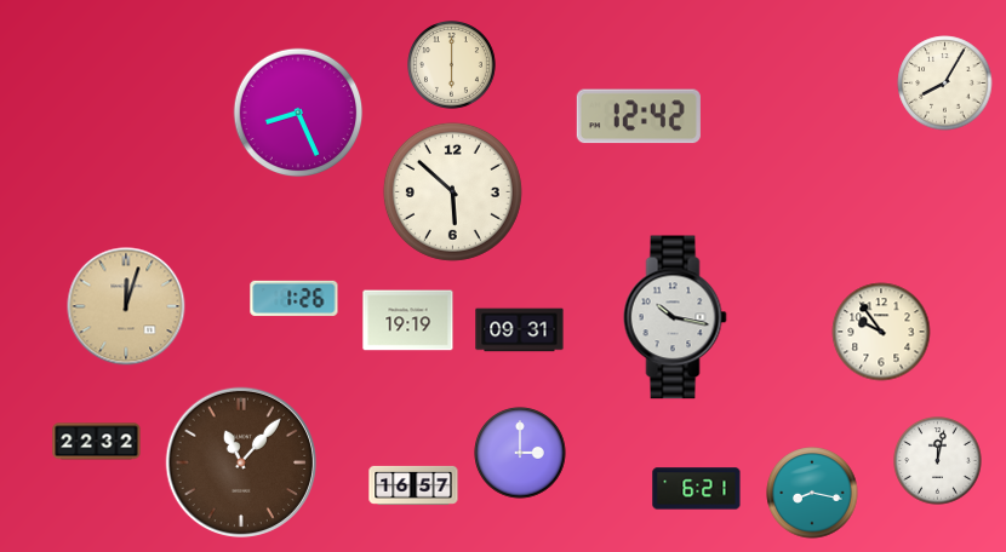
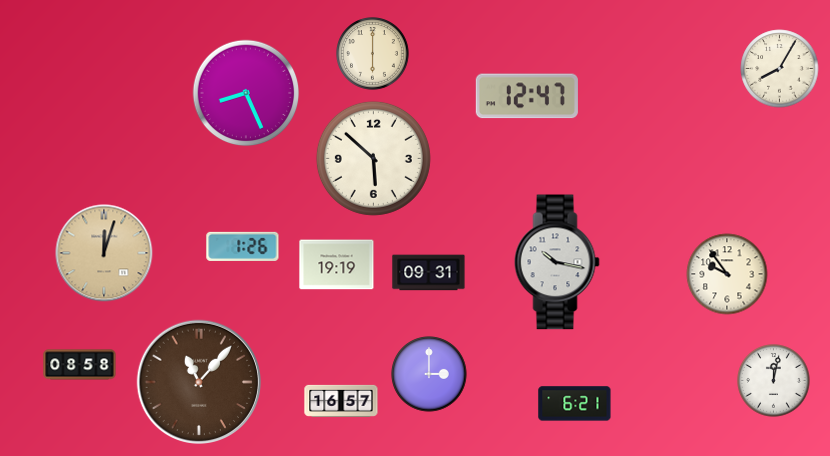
clock at (639, 116): 12:42 -> 12:47
clock at (97, 442): 22:32 -> 08:58
clock at (812, 493): 8:17 -> none
